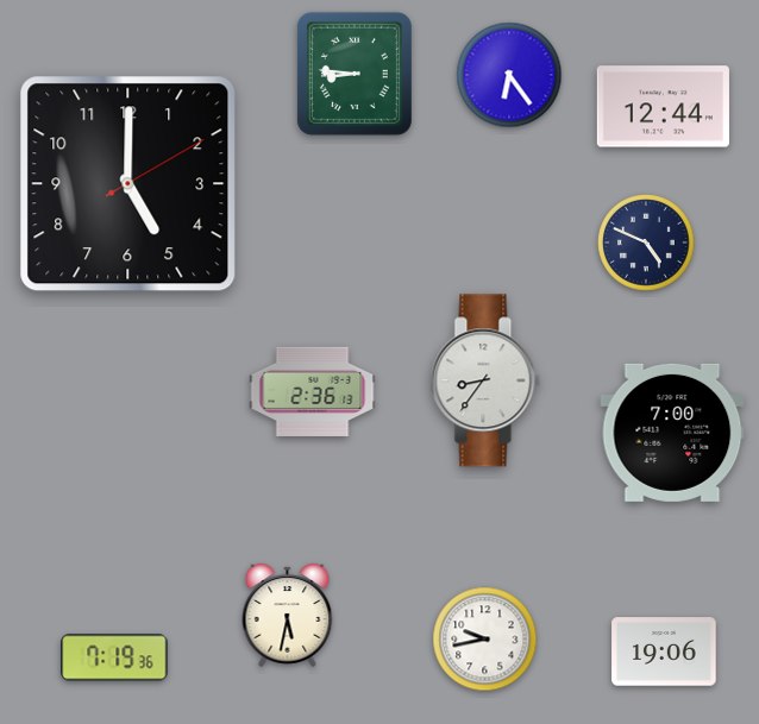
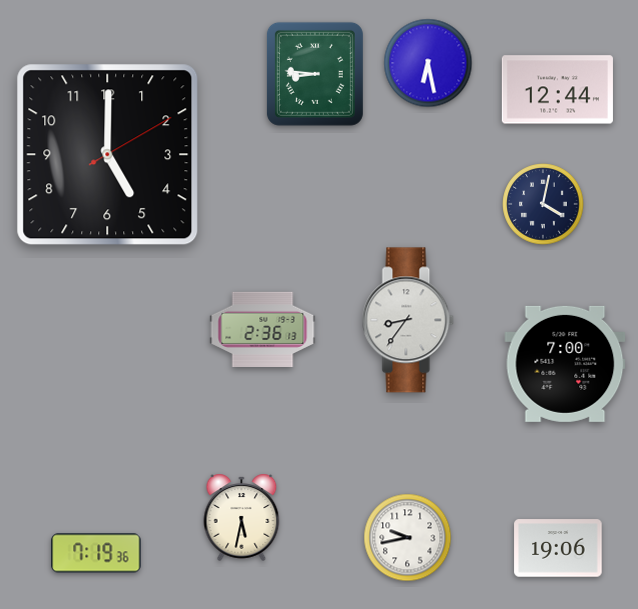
clock at (355, 74) position: (355, 74) -> (315, 74)
clock at (509, 75): 6:24 -> 6:28
clock at (646, 243): 4:49 -> 4:02
